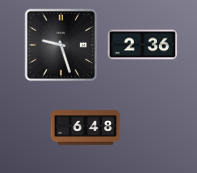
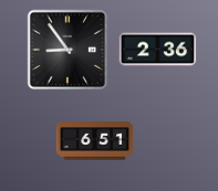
clock at (61, 45): 9:27 -> 8:54
clock at (86, 128): 6:48 -> 6:51
